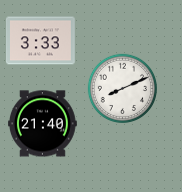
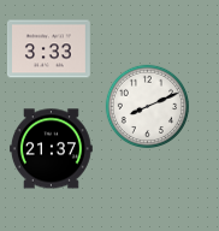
clock at (43, 124): 21:40 -> 21:37
